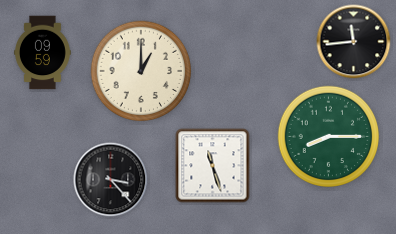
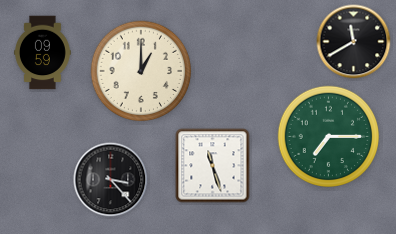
clock at (354, 42): 11:44 -> 11:40
clock at (329, 137): 8:15 -> 7:15
